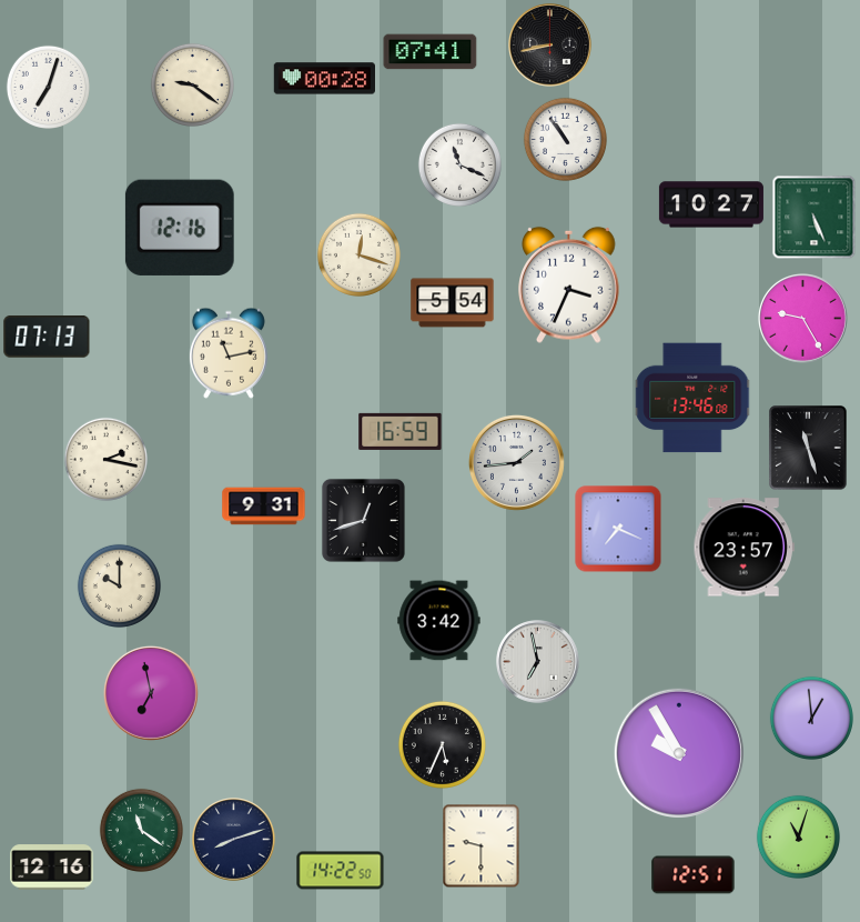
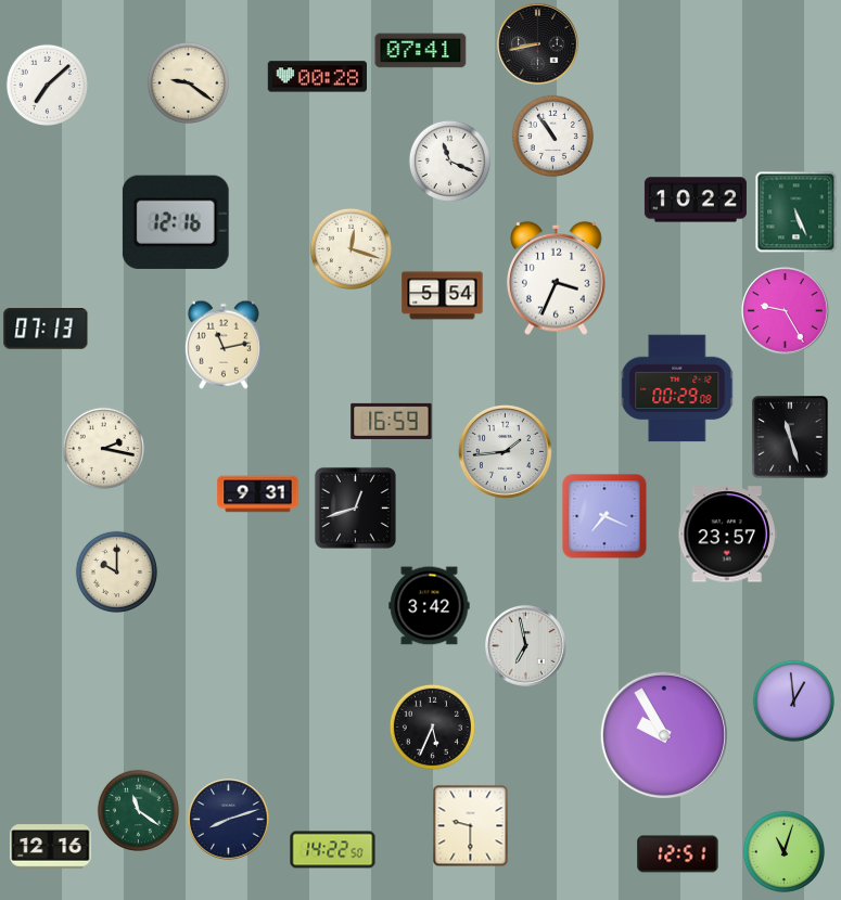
clock at (48, 87): 7:03 -> 7:08
clock at (711, 204): 10:27 -> 10:22
clock at (694, 398): 13:46 -> 00:29
clock at (151, 693): 6:58 -> none
clock at (798, 836) position: (798, 836) -> (783, 851)
